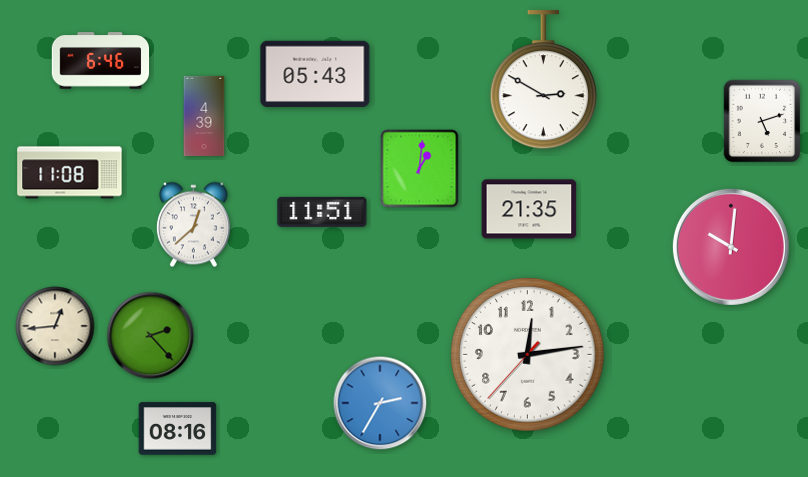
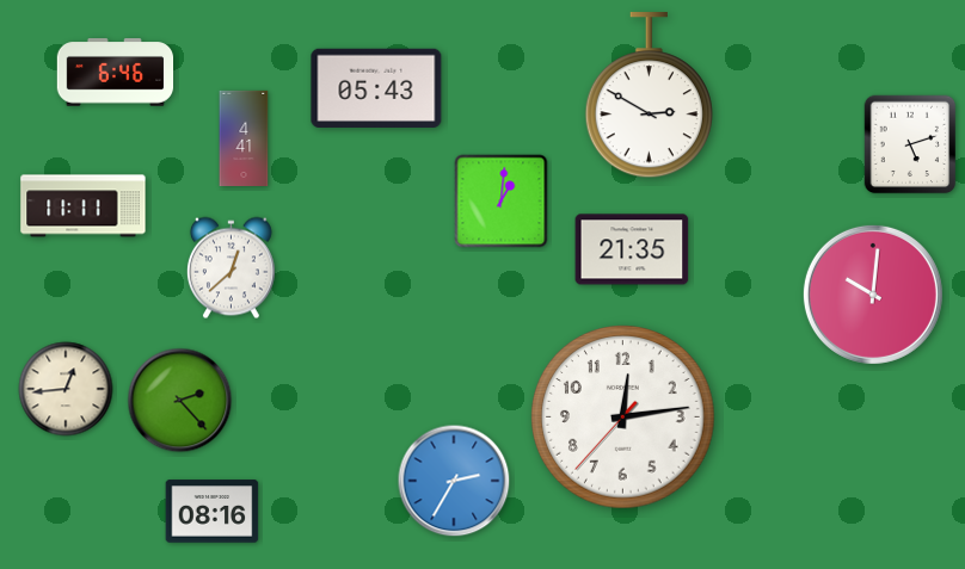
clock at (101, 61) position: (101, 61) -> (116, 73)
clock at (204, 115): 4:39 -> 4:41
clock at (70, 173): 11:08 -> 11:11
clock at (322, 212): 11:51 -> none
clock at (528, 355) position: (528, 355) -> (623, 418)
